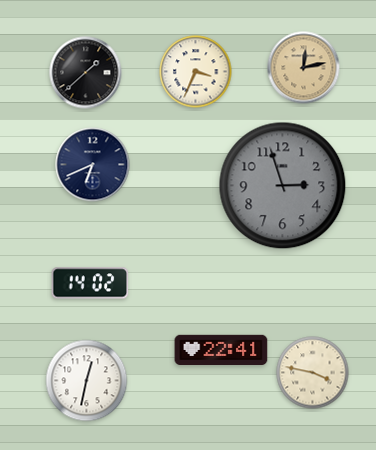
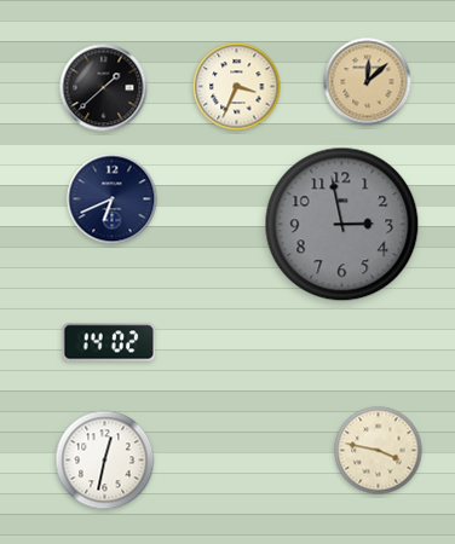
clock at (304, 68): 12:13 -> 12:08
clock at (283, 186): 2:57 -> 2:58
clock at (221, 349): 22:41 -> none
